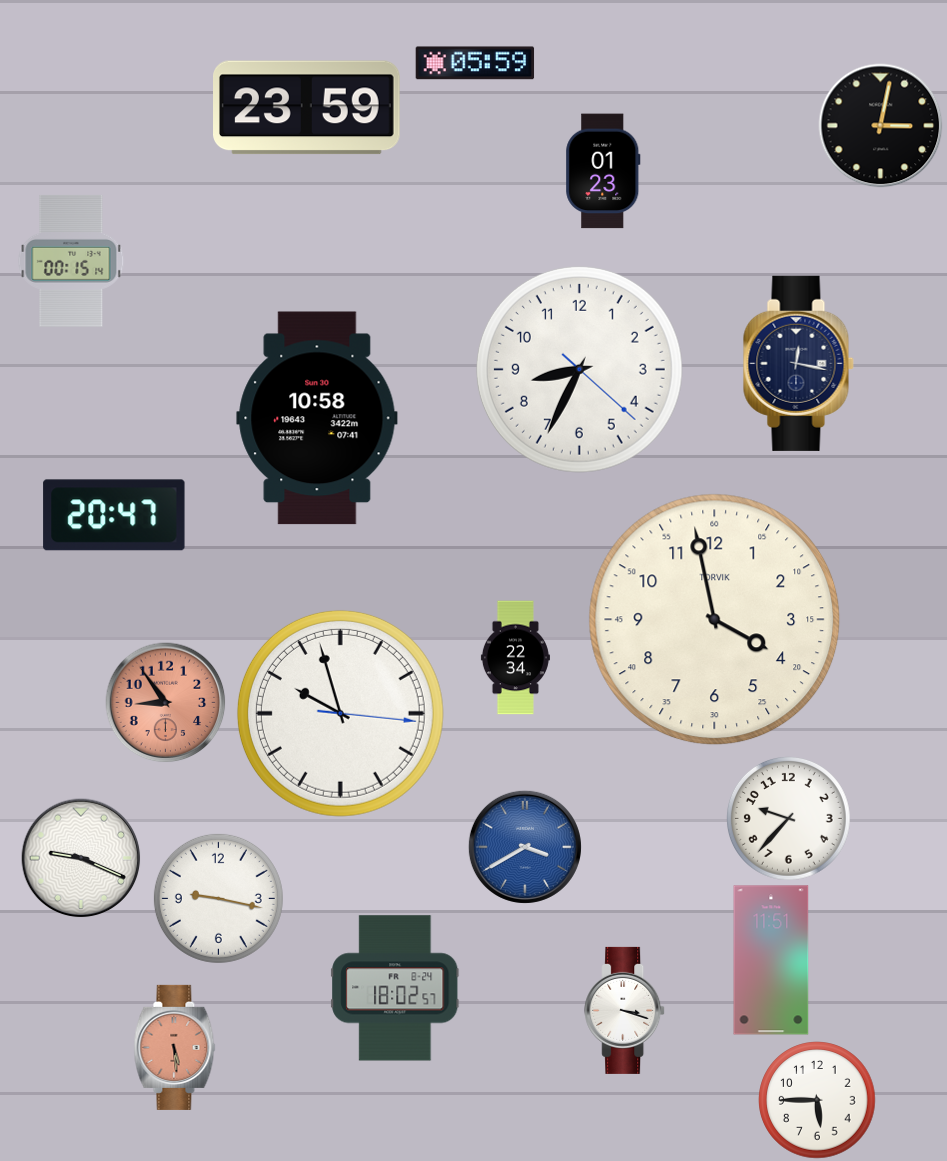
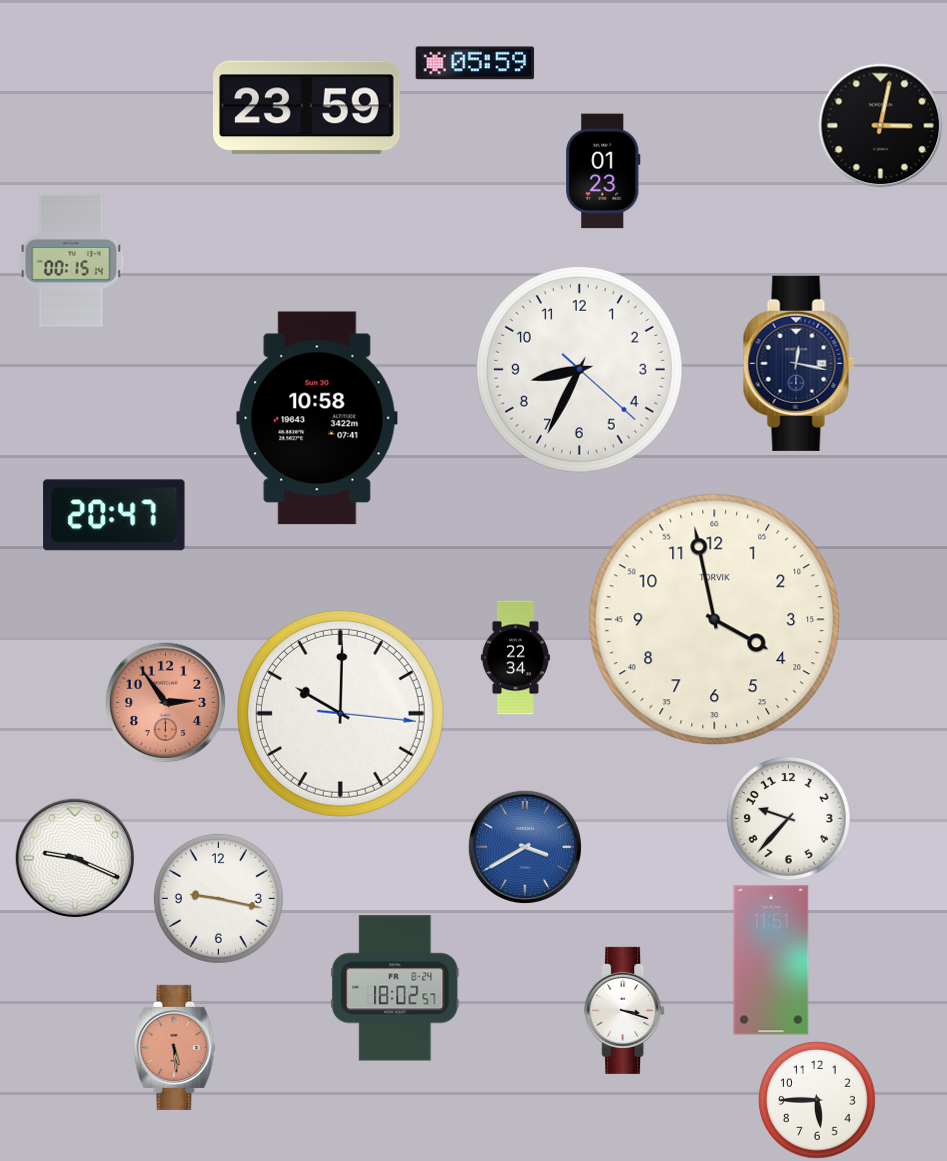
clock at (166, 703): 8:54 -> 2:54
clock at (340, 713): 9:57 -> 10:00
clock at (81, 858) position: (81, 858) -> (75, 858)
